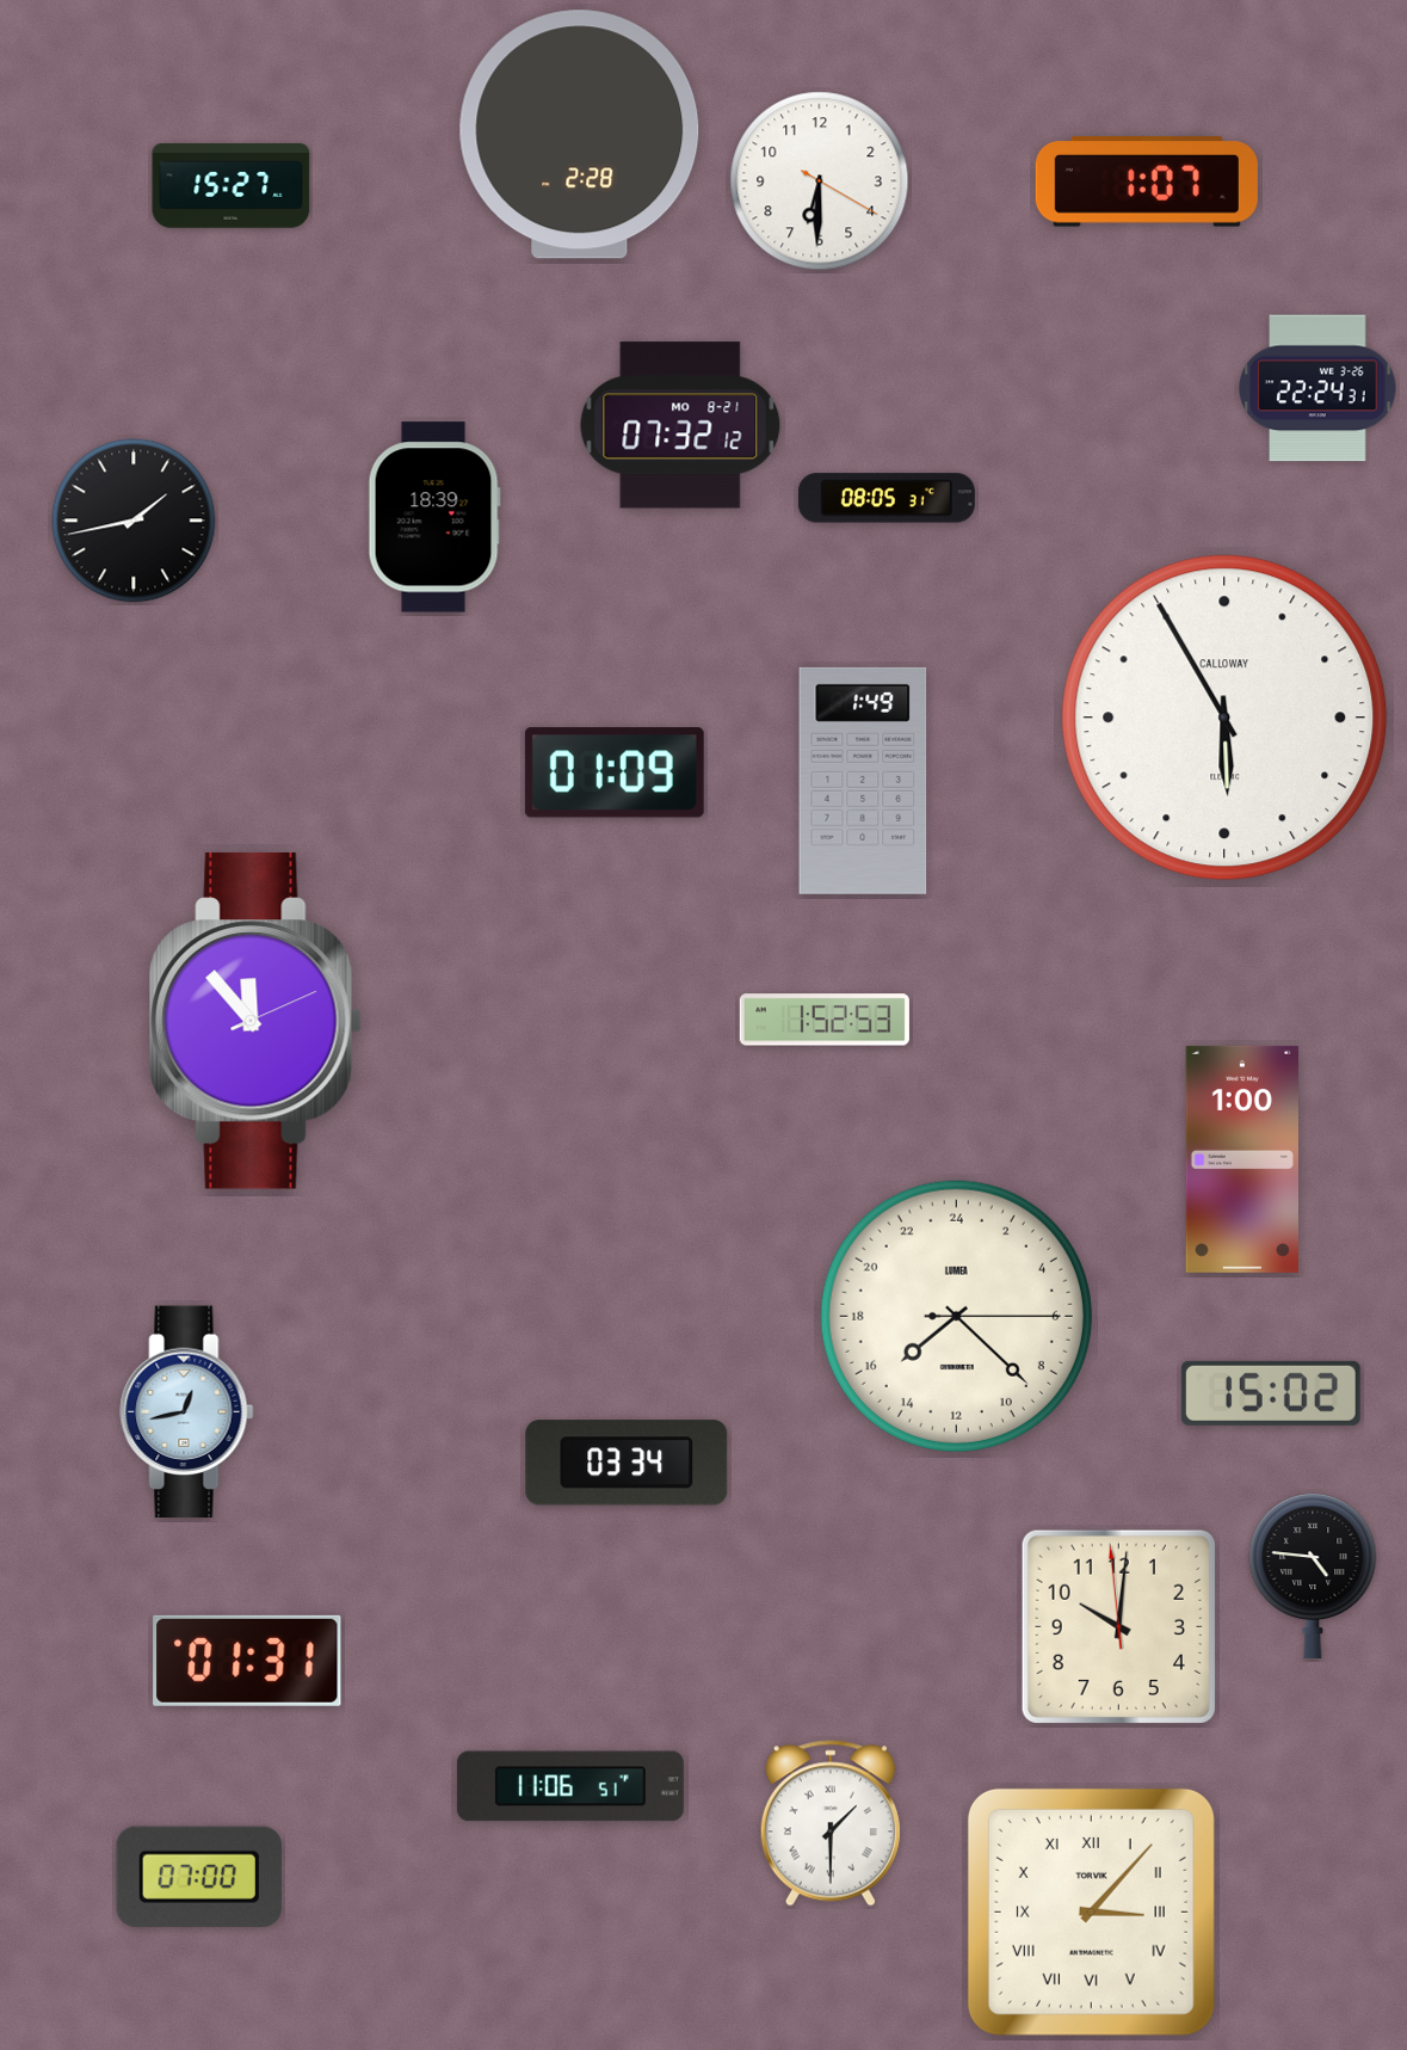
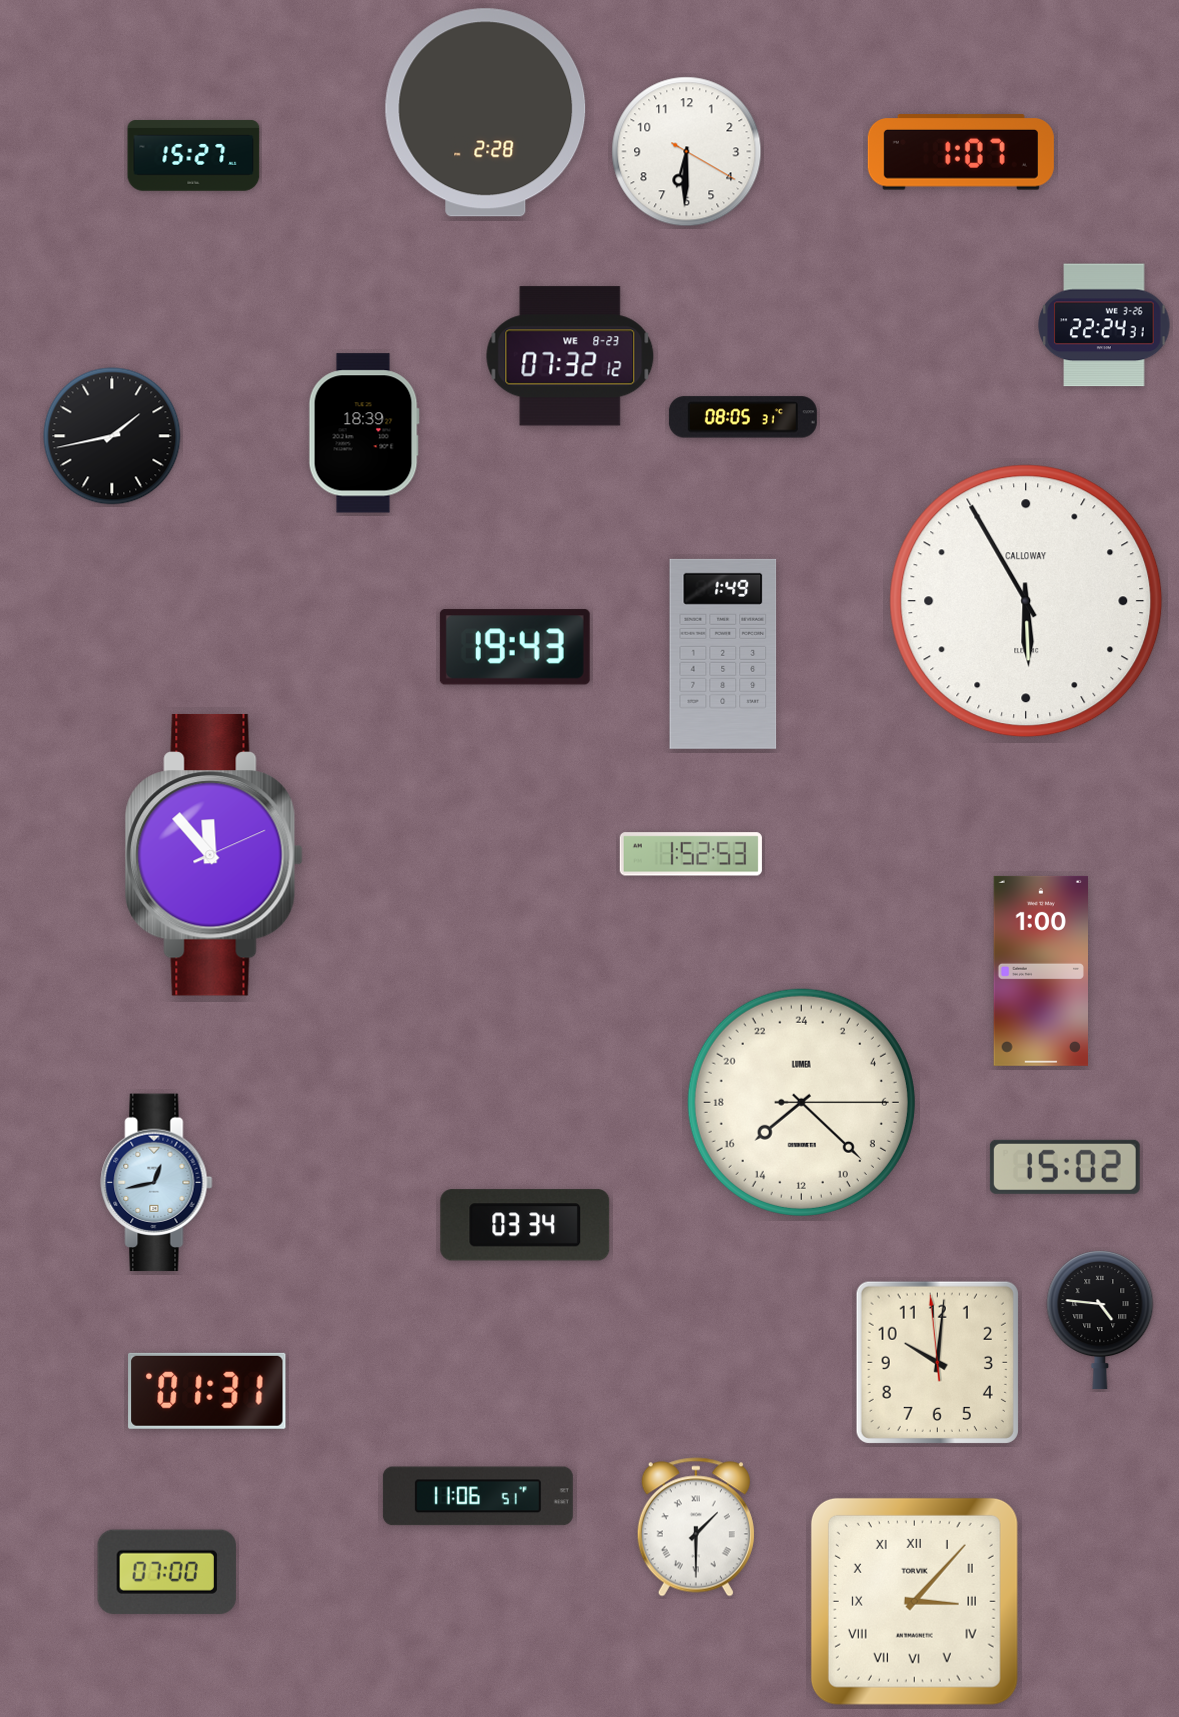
clock at (680, 425) date: MO 8-21 -> WE 8-23
clock at (615, 772): 01:09 -> 19:43
